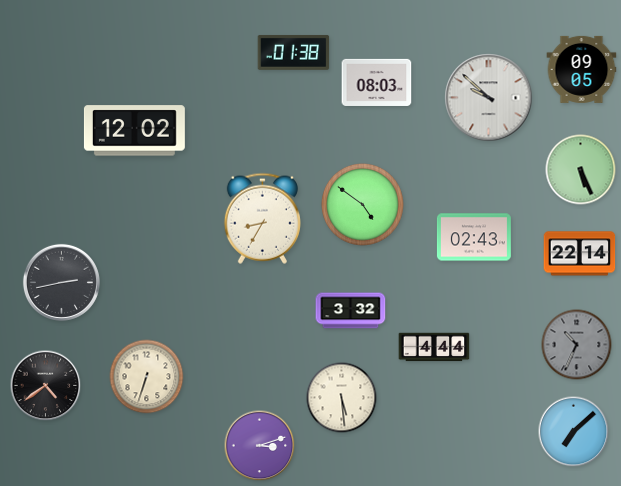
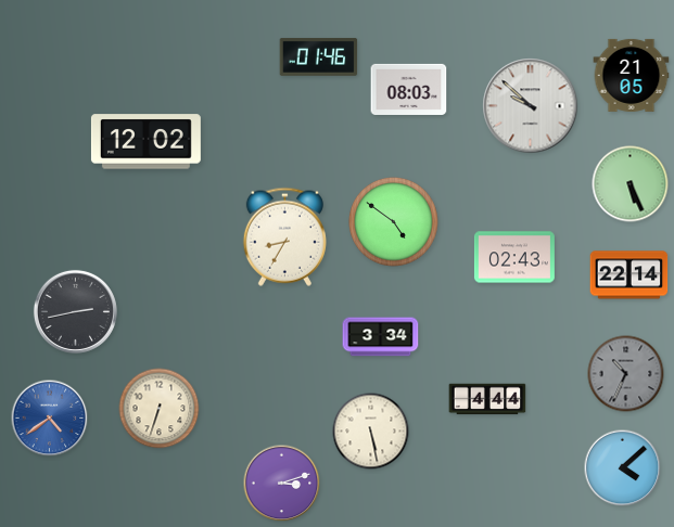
clock at (294, 52): 01:38 -> 01:46
clock at (582, 69): 09:05 -> 21:05
clock at (61, 282) position: (61, 282) -> (75, 311)
clock at (351, 311): 3:32 -> 3:34
clock at (434, 347) position: (434, 347) -> (487, 399)
clock at (46, 386) dial: black -> blue
clock at (342, 398): 5:29 -> 5:28
clock at (574, 432): 7:08 -> 4:08
